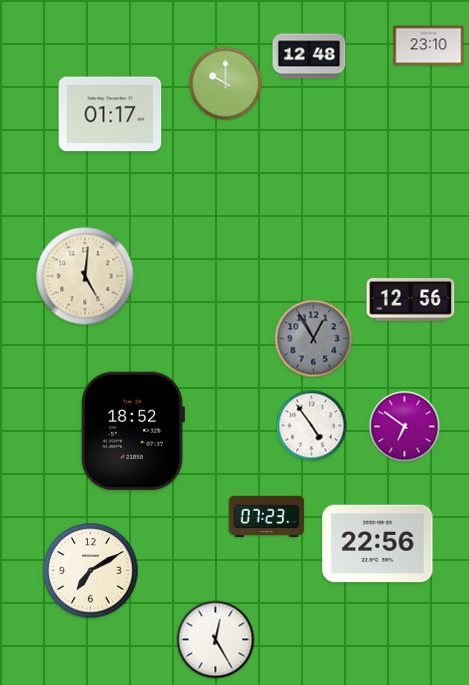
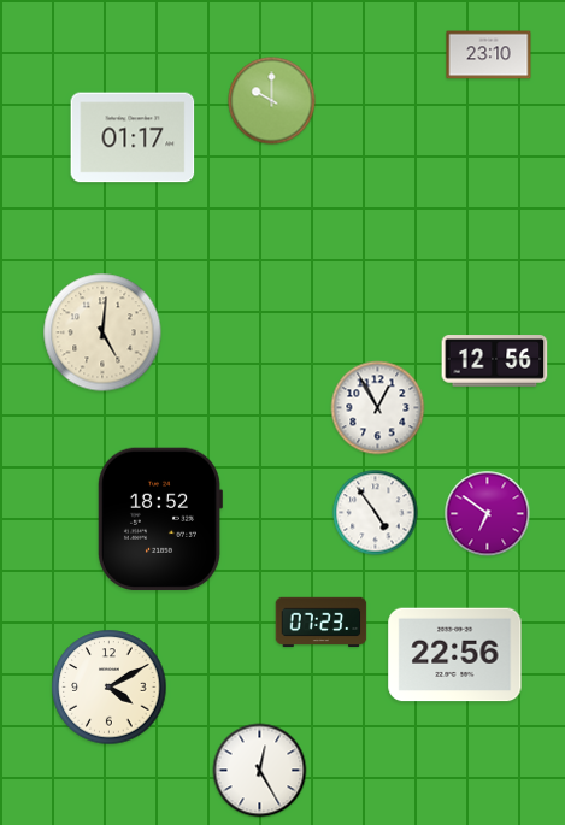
clock at (429, 46) position: (429, 46) -> (489, 55)
clock at (309, 56): 12:48 -> none
clock at (314, 339) dial: grey -> white
clock at (91, 571): 7:10 -> 4:10
